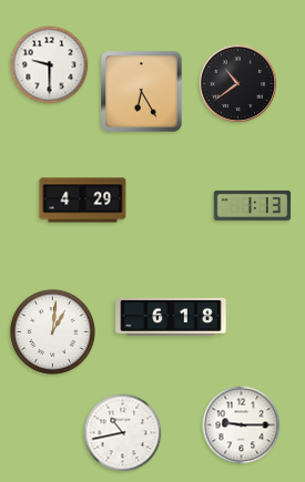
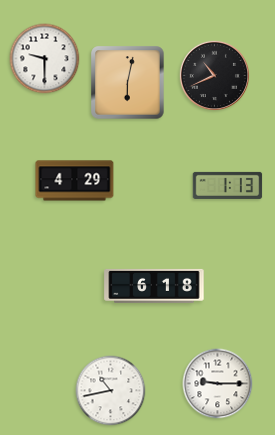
clock at (237, 83): 10:39 -> 10:41
clock at (142, 92): 6:25 -> 6:02
clock at (52, 331): 1:01 -> none
